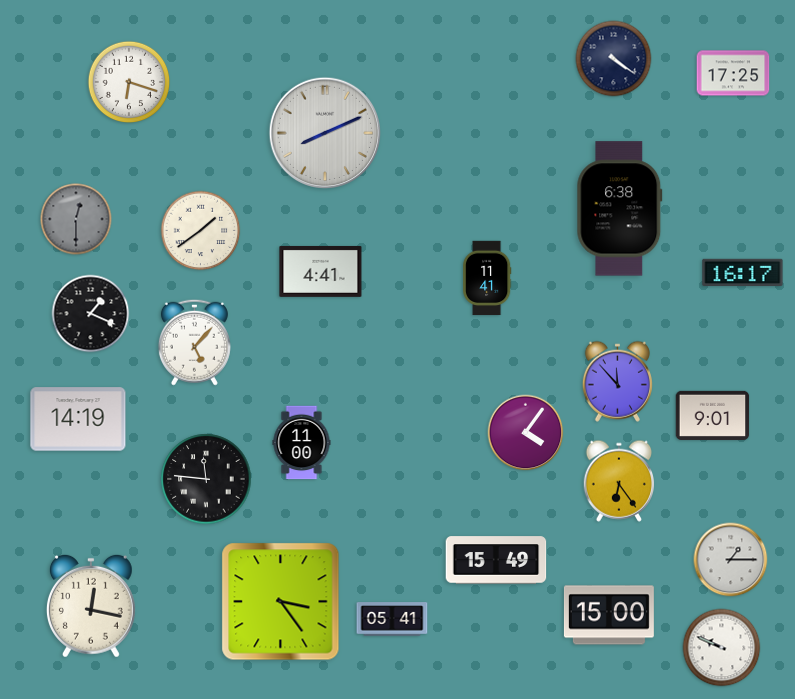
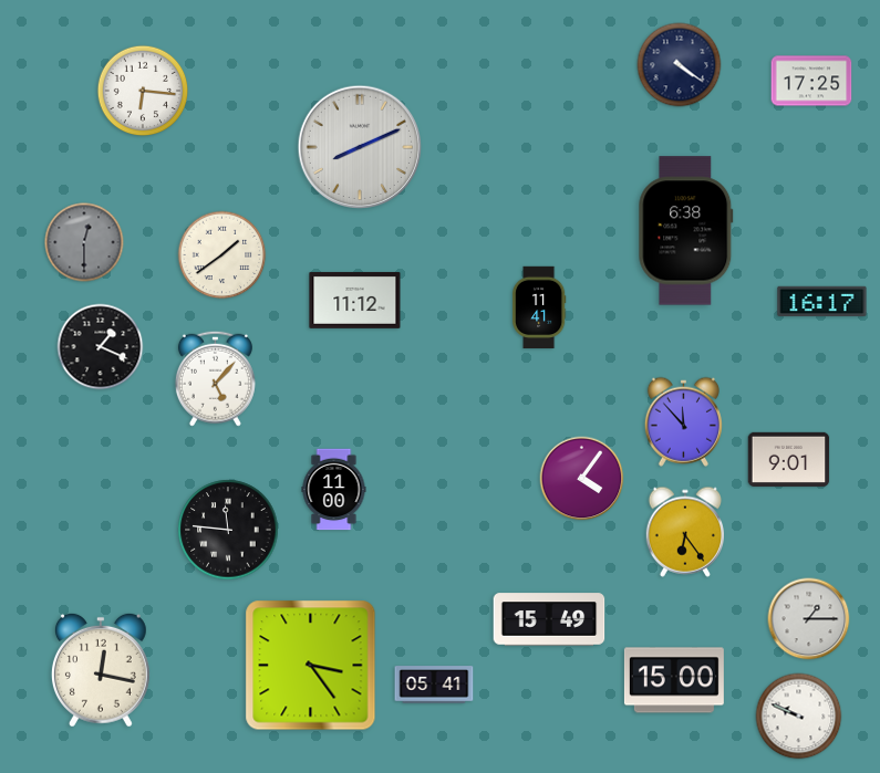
clock at (129, 82): 6:18 -> 6:16
clock at (321, 271): 4:41 -> 11:12
clock at (78, 419): 14:19 -> none
